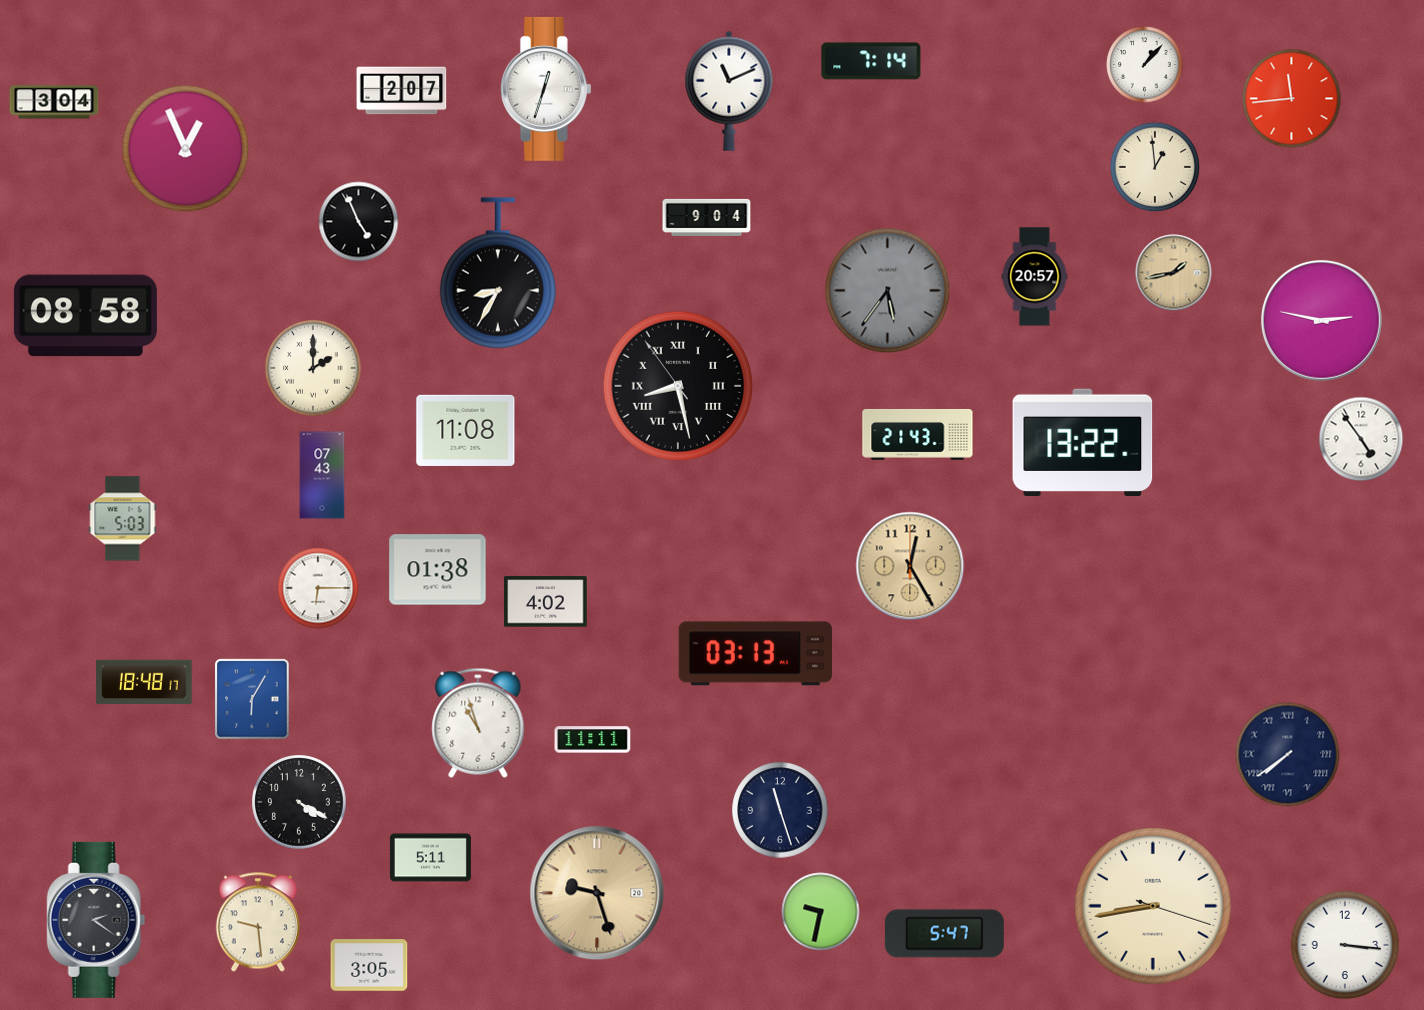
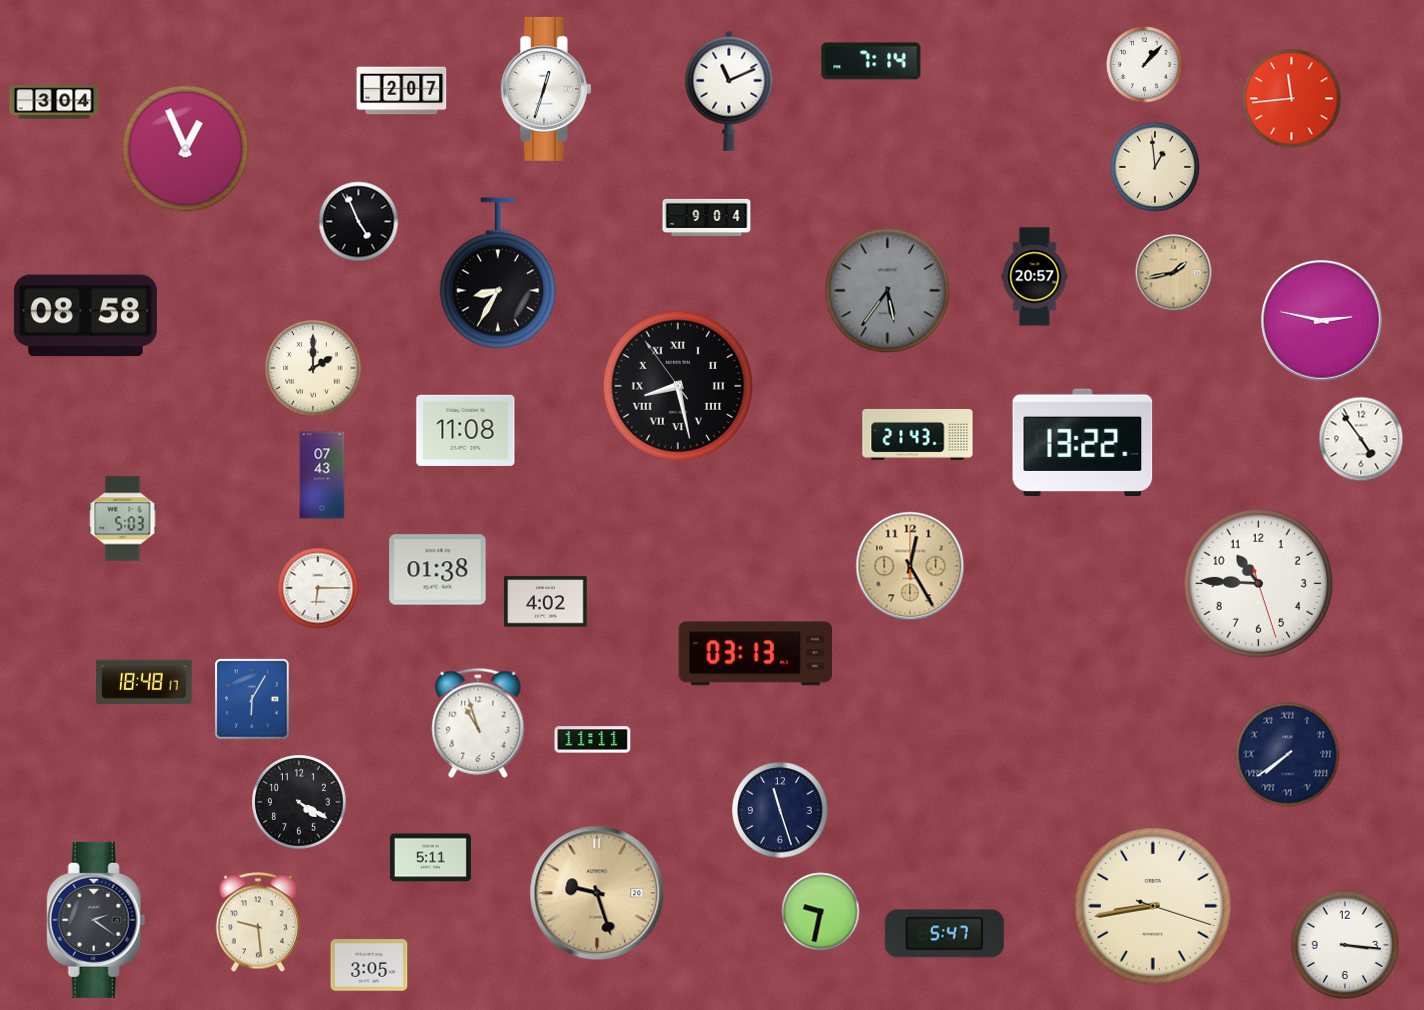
clock at (1259, 584): none -> 10:45
